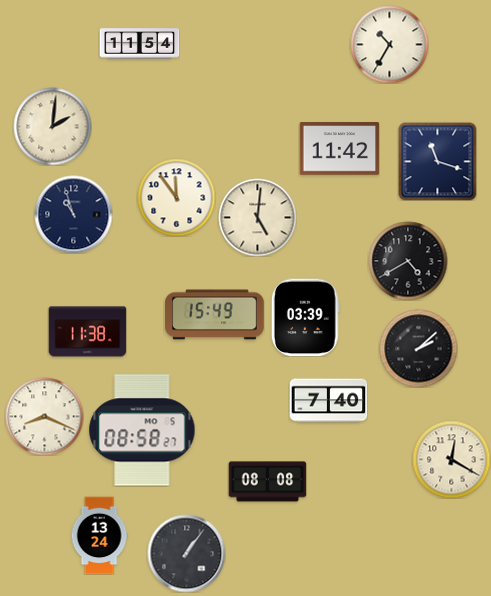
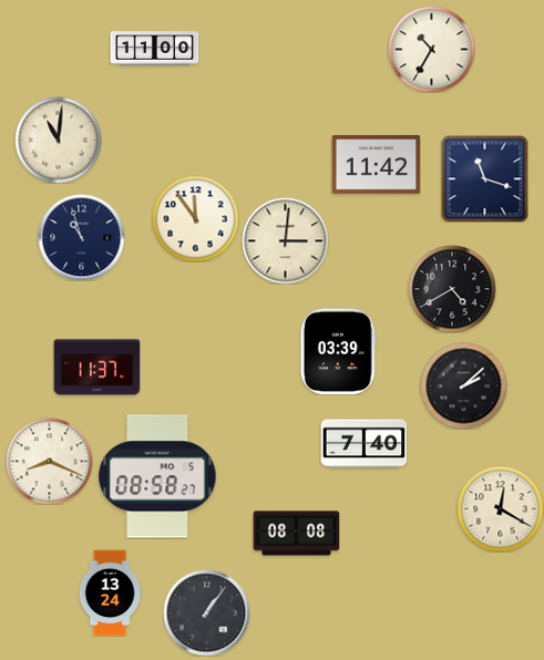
clock at (139, 44): 11:54 -> 11:00
clock at (52, 126): 2:01 -> 11:01
clock at (257, 217): 5:01 -> 3:01
clock at (215, 315): 15:49 -> none
clock at (87, 332): 11:38 -> 11:37
